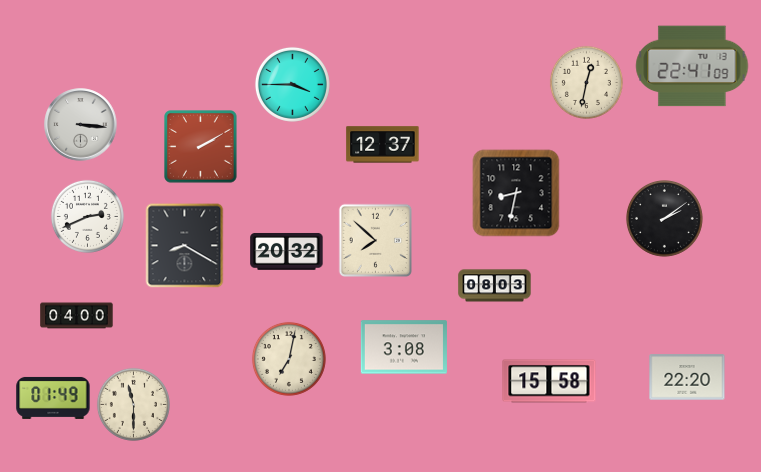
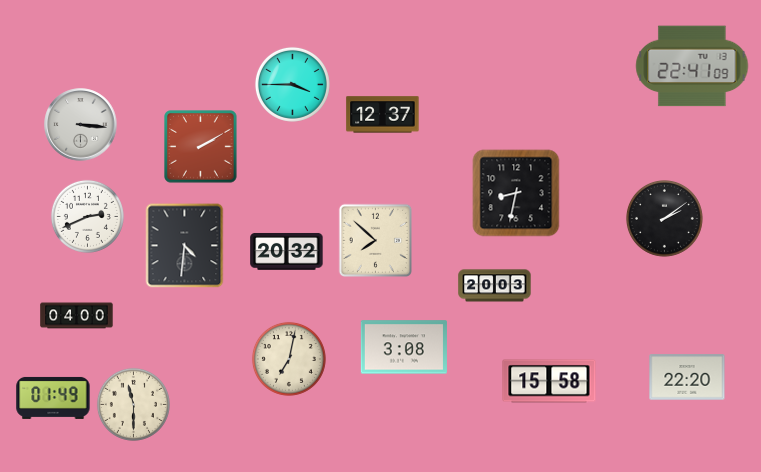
clock at (586, 82): 12:32 -> none
clock at (383, 145) position: (383, 145) -> (383, 115)
clock at (185, 246): 8:20 -> 4:31
clock at (495, 286): 08:03 -> 20:03
